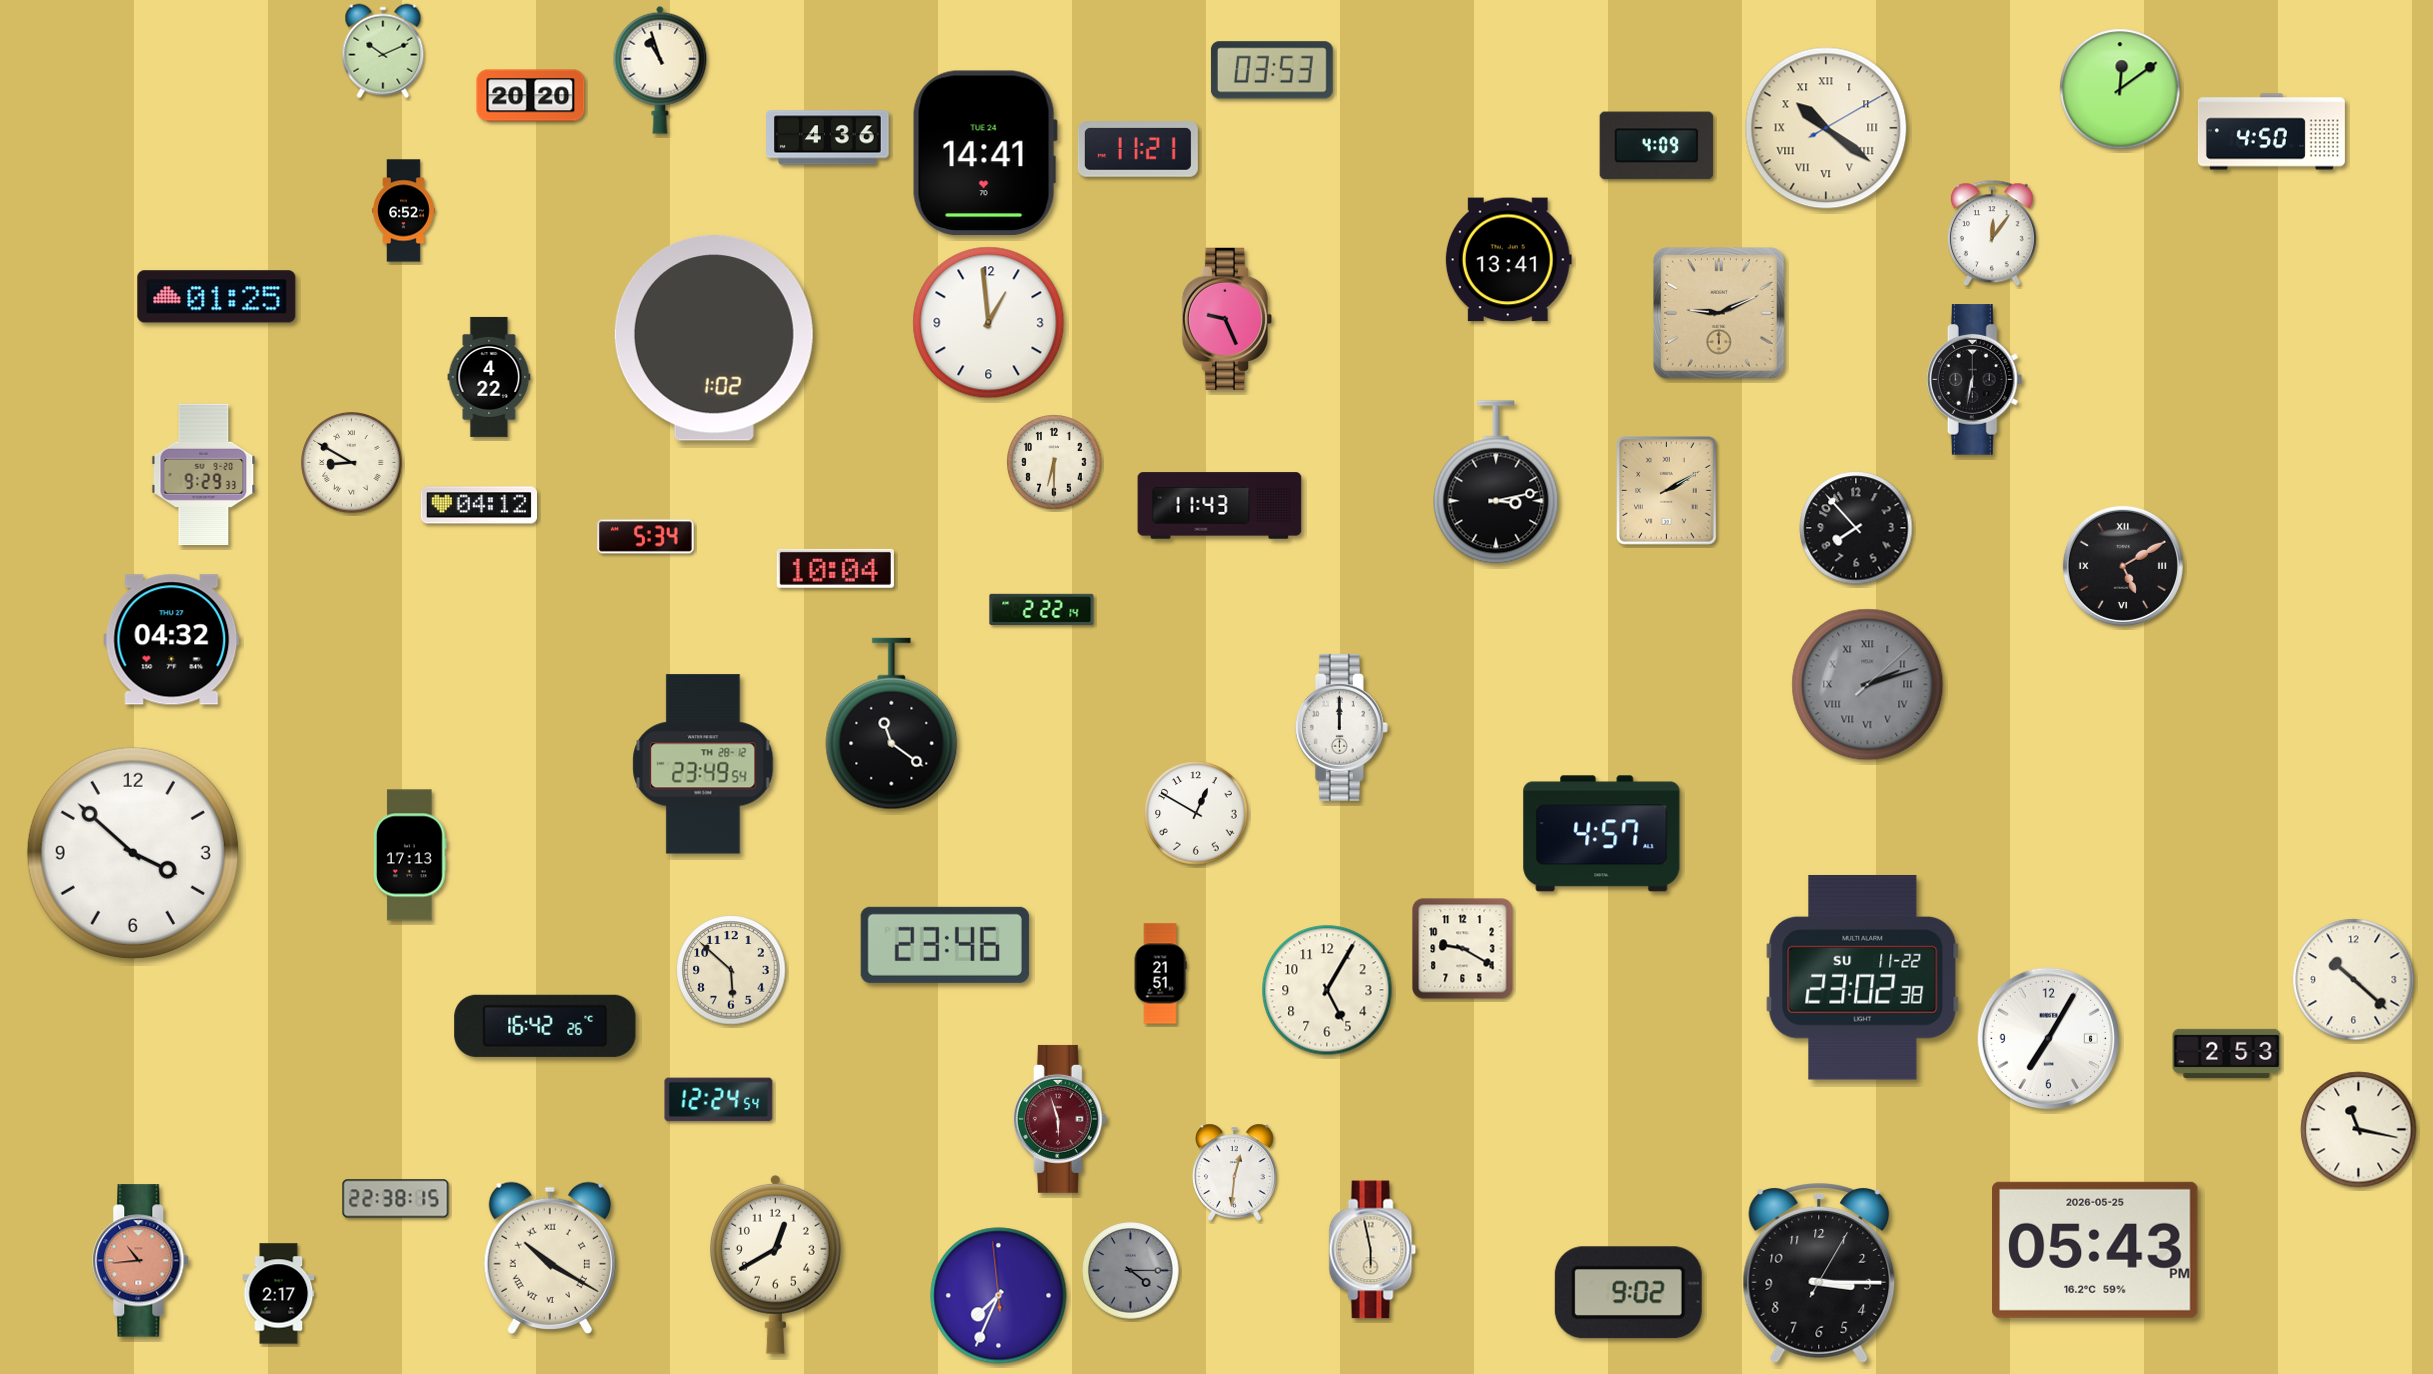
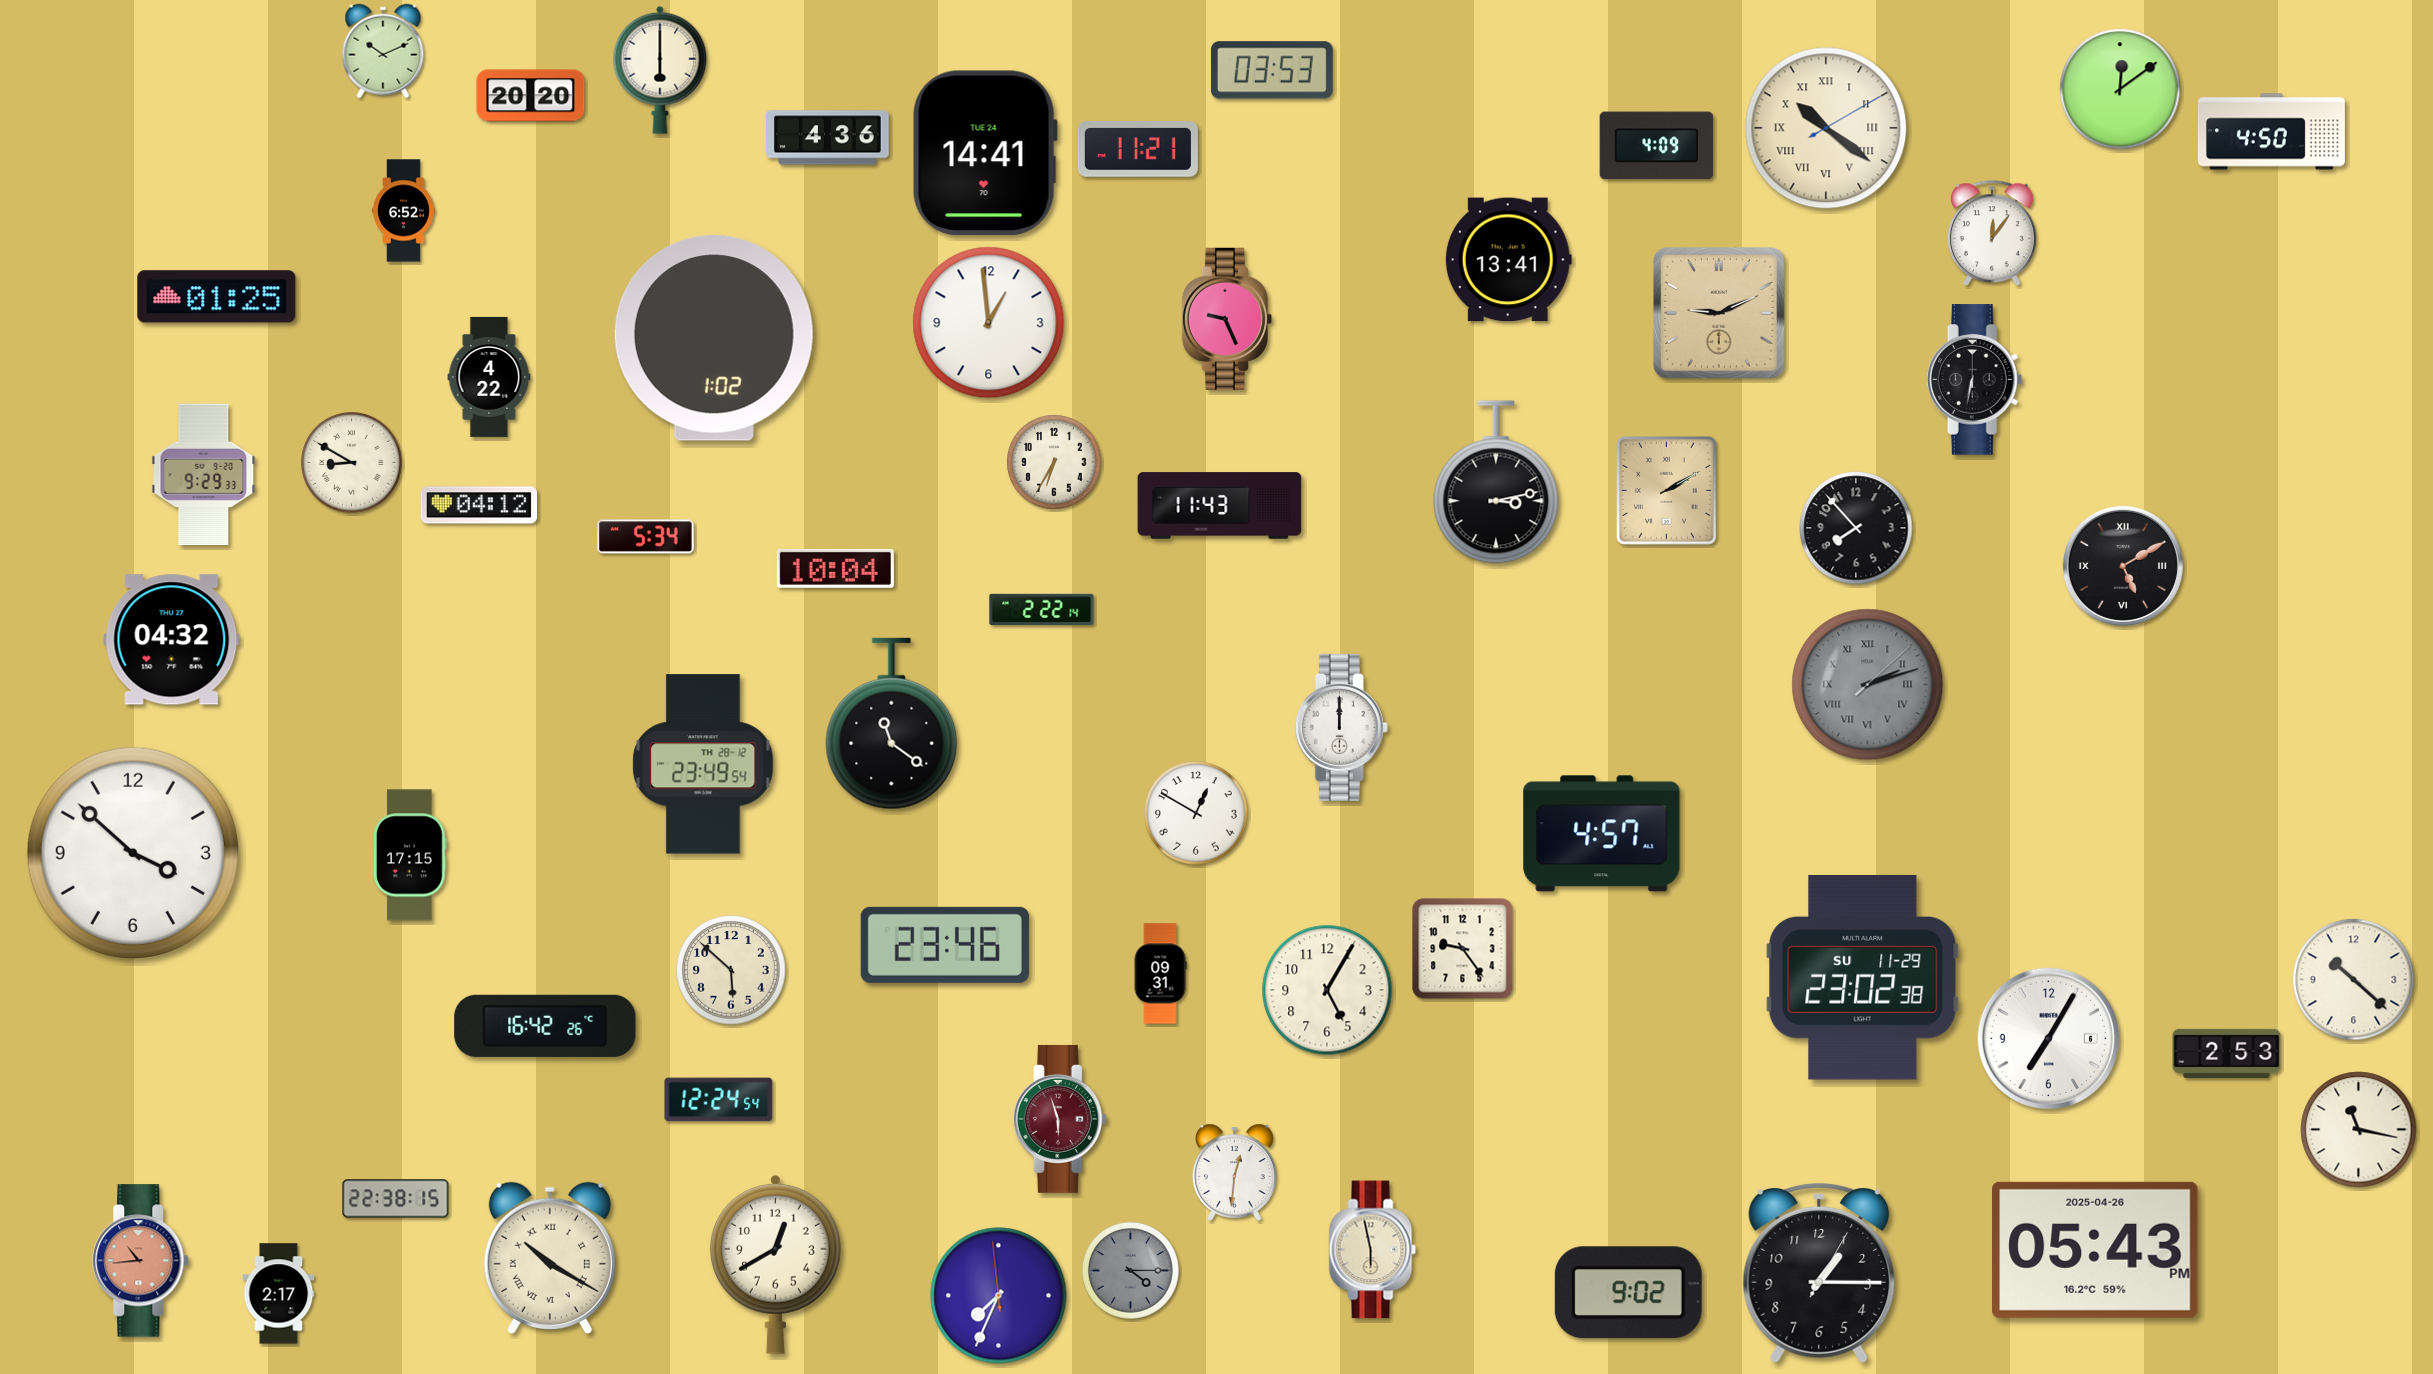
clock at (660, 70): 10:57 -> 6:00
clock at (1054, 462): 6:30 -> 6:35
clock at (411, 855): 17:13 -> 17:15
clock at (1463, 949): 9:20 -> 9:24
clock at (1160, 974): 21:51 -> 09:31
clock at (1863, 977) date: SU 11-22 -> SU 11-29
clock at (2095, 1250) date: 2026-05-25 -> 2025-04-26
clock at (1819, 1274): 3:15 -> 1:15
